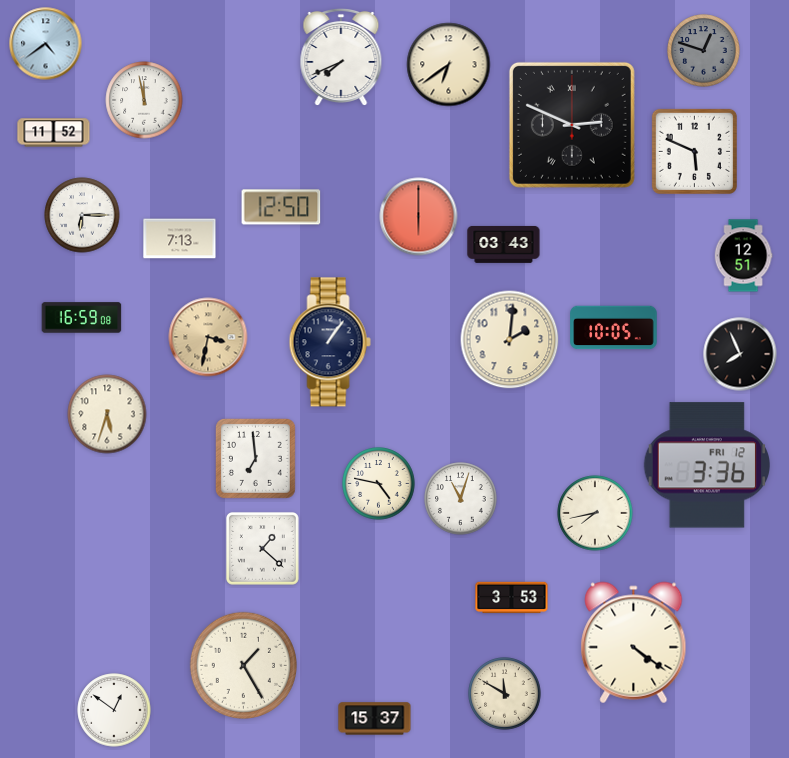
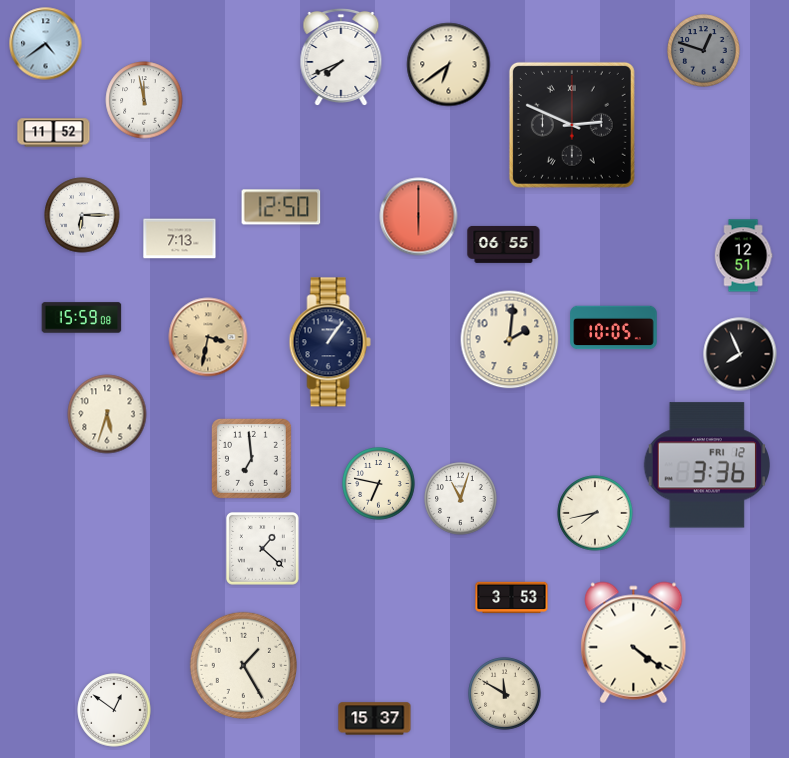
clock at (694, 151): 5:49 -> none
clock at (504, 244): 03:43 -> 06:55
clock at (82, 318): 16:59 -> 15:59
clock at (255, 458) position: (255, 458) -> (251, 458)
clock at (379, 484): 4:47 -> 6:47
